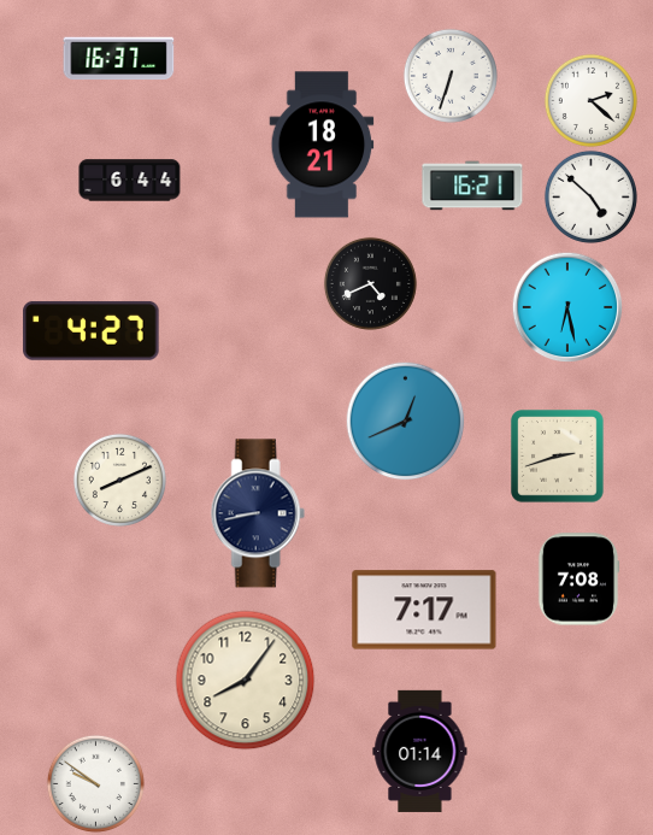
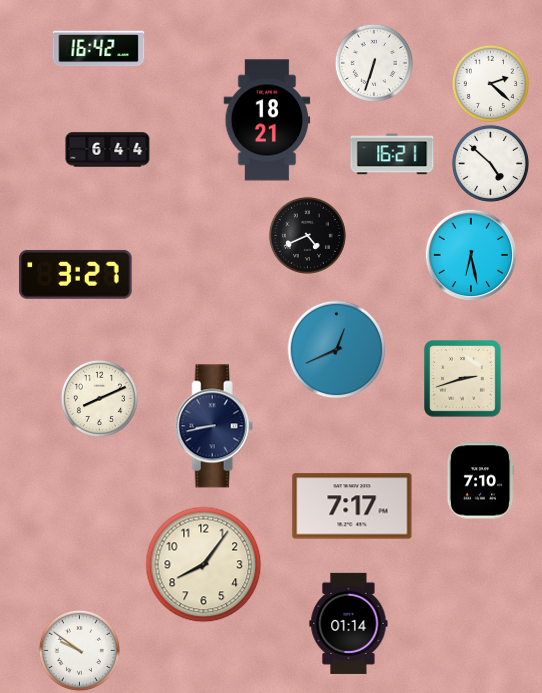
clock at (119, 59): 16:37 -> 16:42
clock at (92, 330): 4:27 -> 3:27
clock at (578, 580): 7:08 -> 7:10
